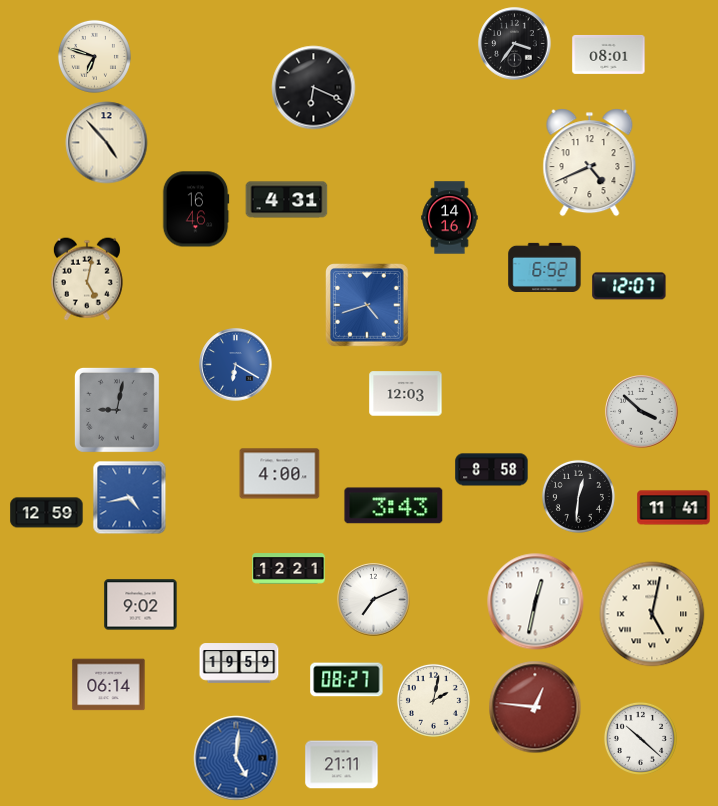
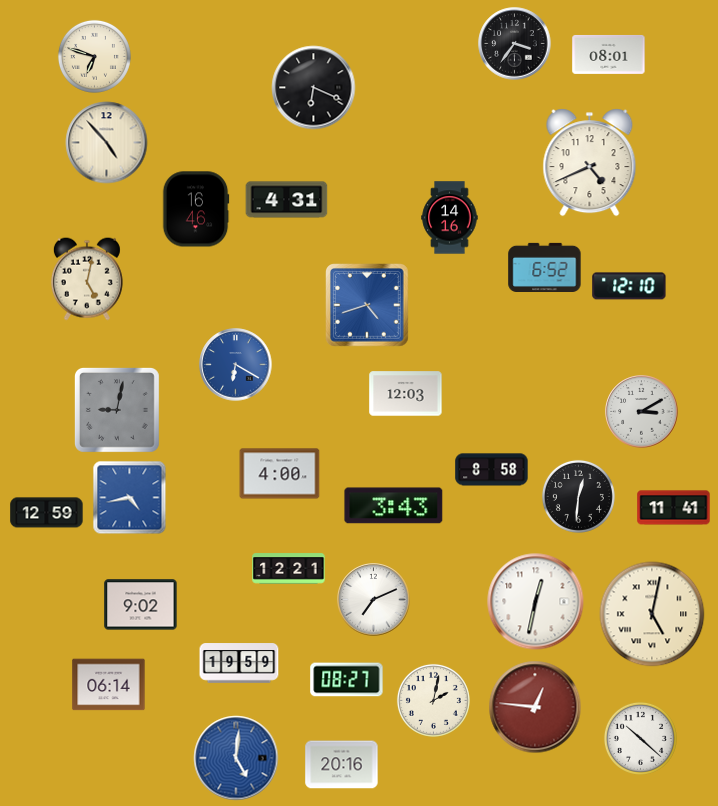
clock at (629, 286): 12:07 -> 12:10
clock at (642, 412): 3:52 -> 3:10
clock at (342, 765): 21:11 -> 20:16
